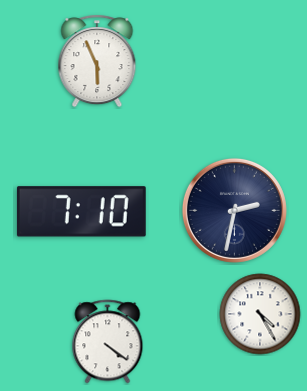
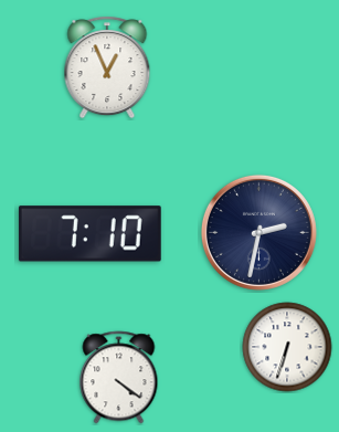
clock at (97, 61): 5:56 -> 12:56
clock at (260, 314): 4:25 -> 6:33
